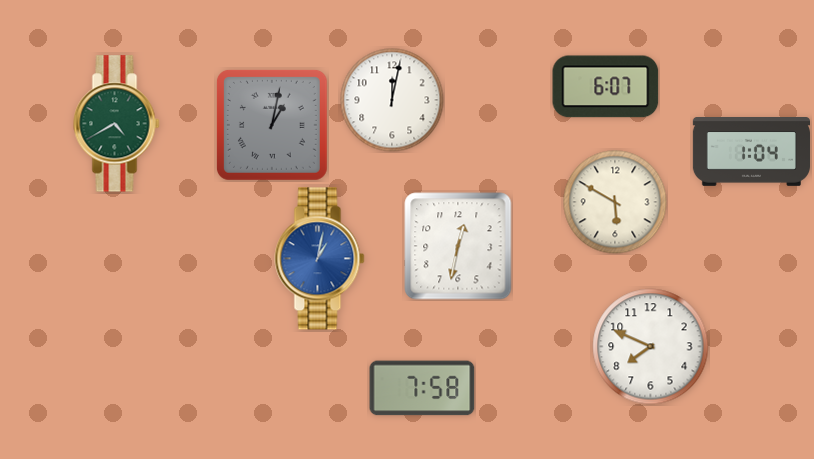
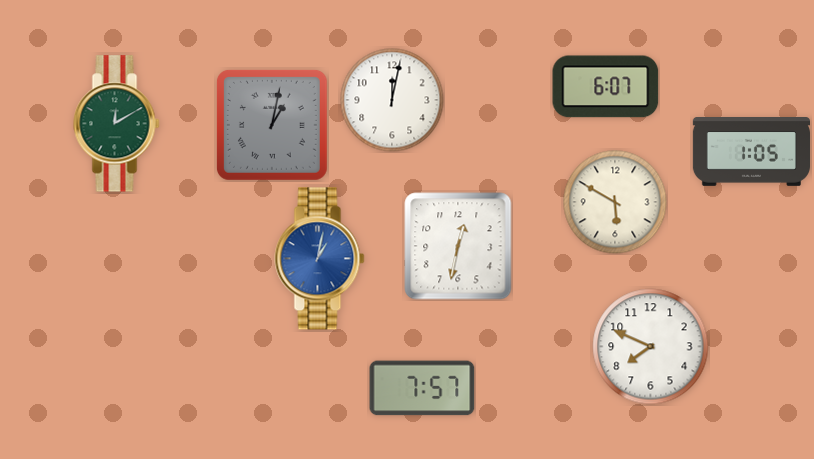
clock at (117, 124): 4:40 -> 12:10
clock at (751, 152): 1:04 -> 1:05
clock at (422, 388): 7:58 -> 7:57
